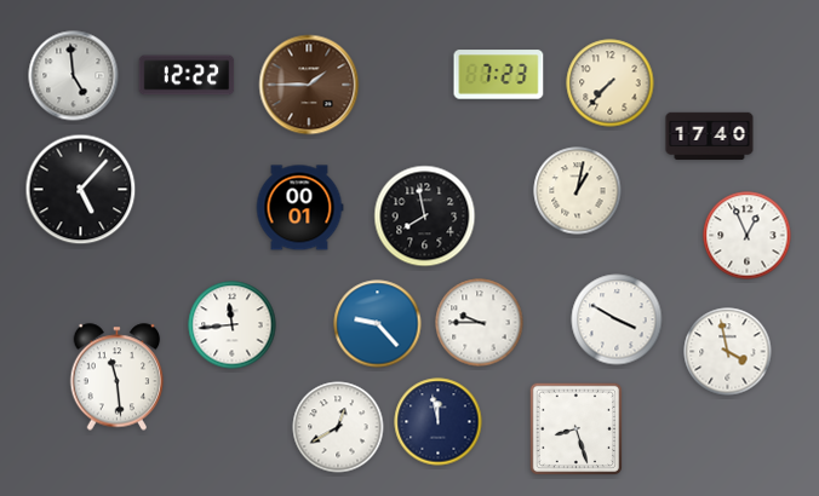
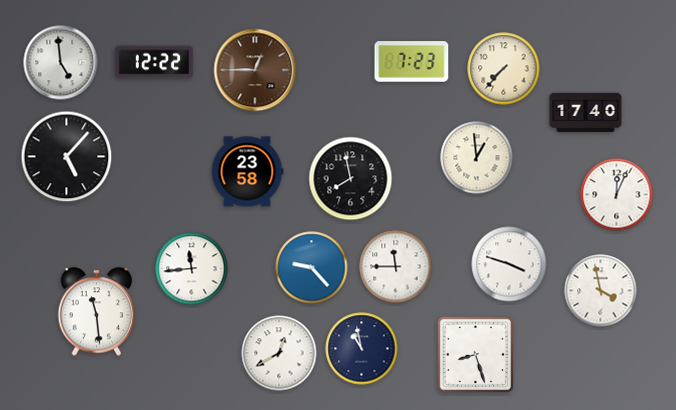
clock at (309, 85): 1:45 -> 12:45
clock at (578, 191): 1:02 -> 12:59
clock at (299, 208): 00:01 -> 23:58
clock at (748, 236): 12:56 -> 12:04
clock at (617, 319): 3:50 -> 3:48
clock at (480, 323): 9:45 -> 11:45
clock at (439, 422): 11:58 -> 10:58
